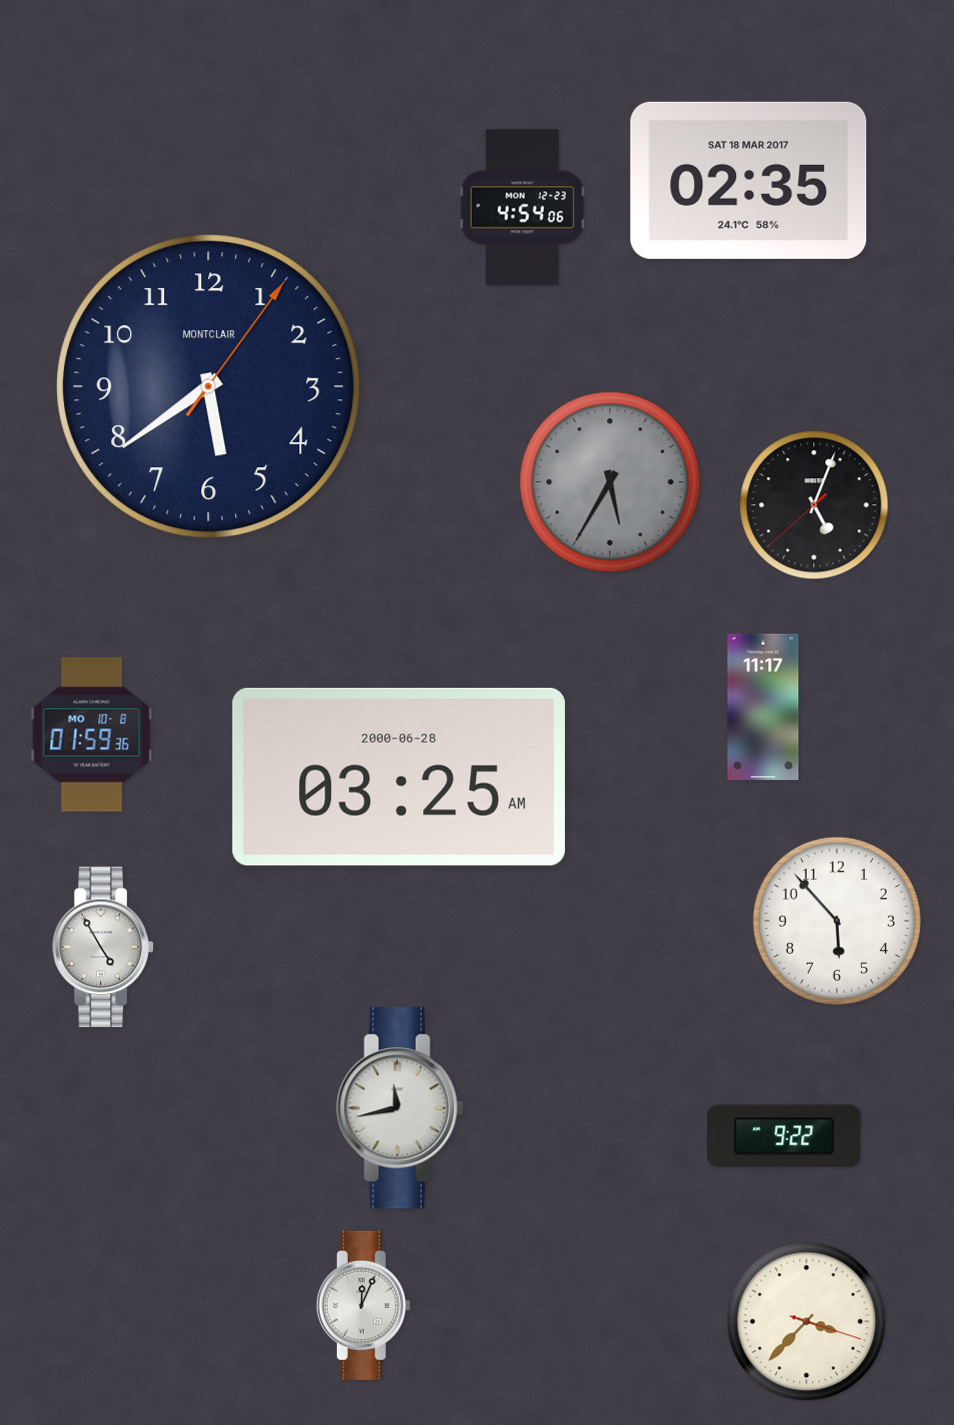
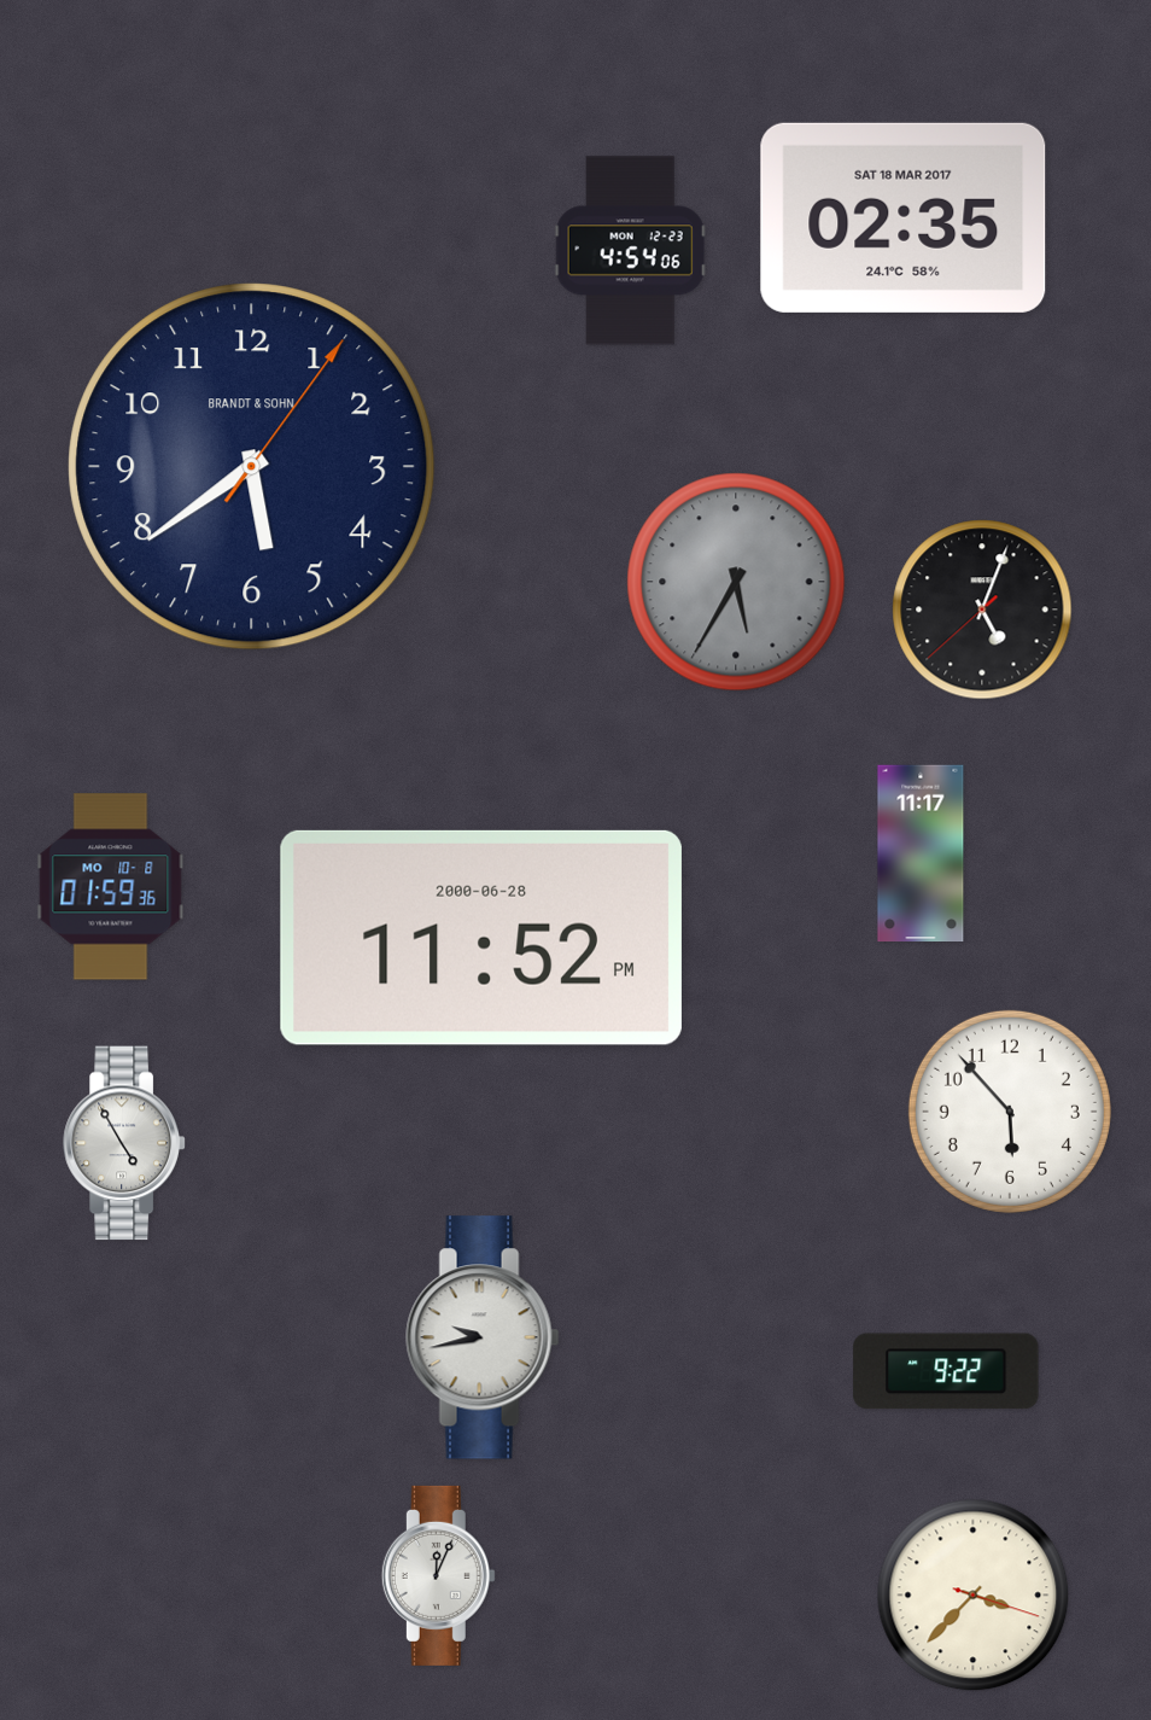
clock at (209, 387) brand: MONTCLAIR -> BRANDT & SOHN
clock at (399, 777): 03:25 -> 11:52
clock at (400, 1108): 11:43 -> 9:43
